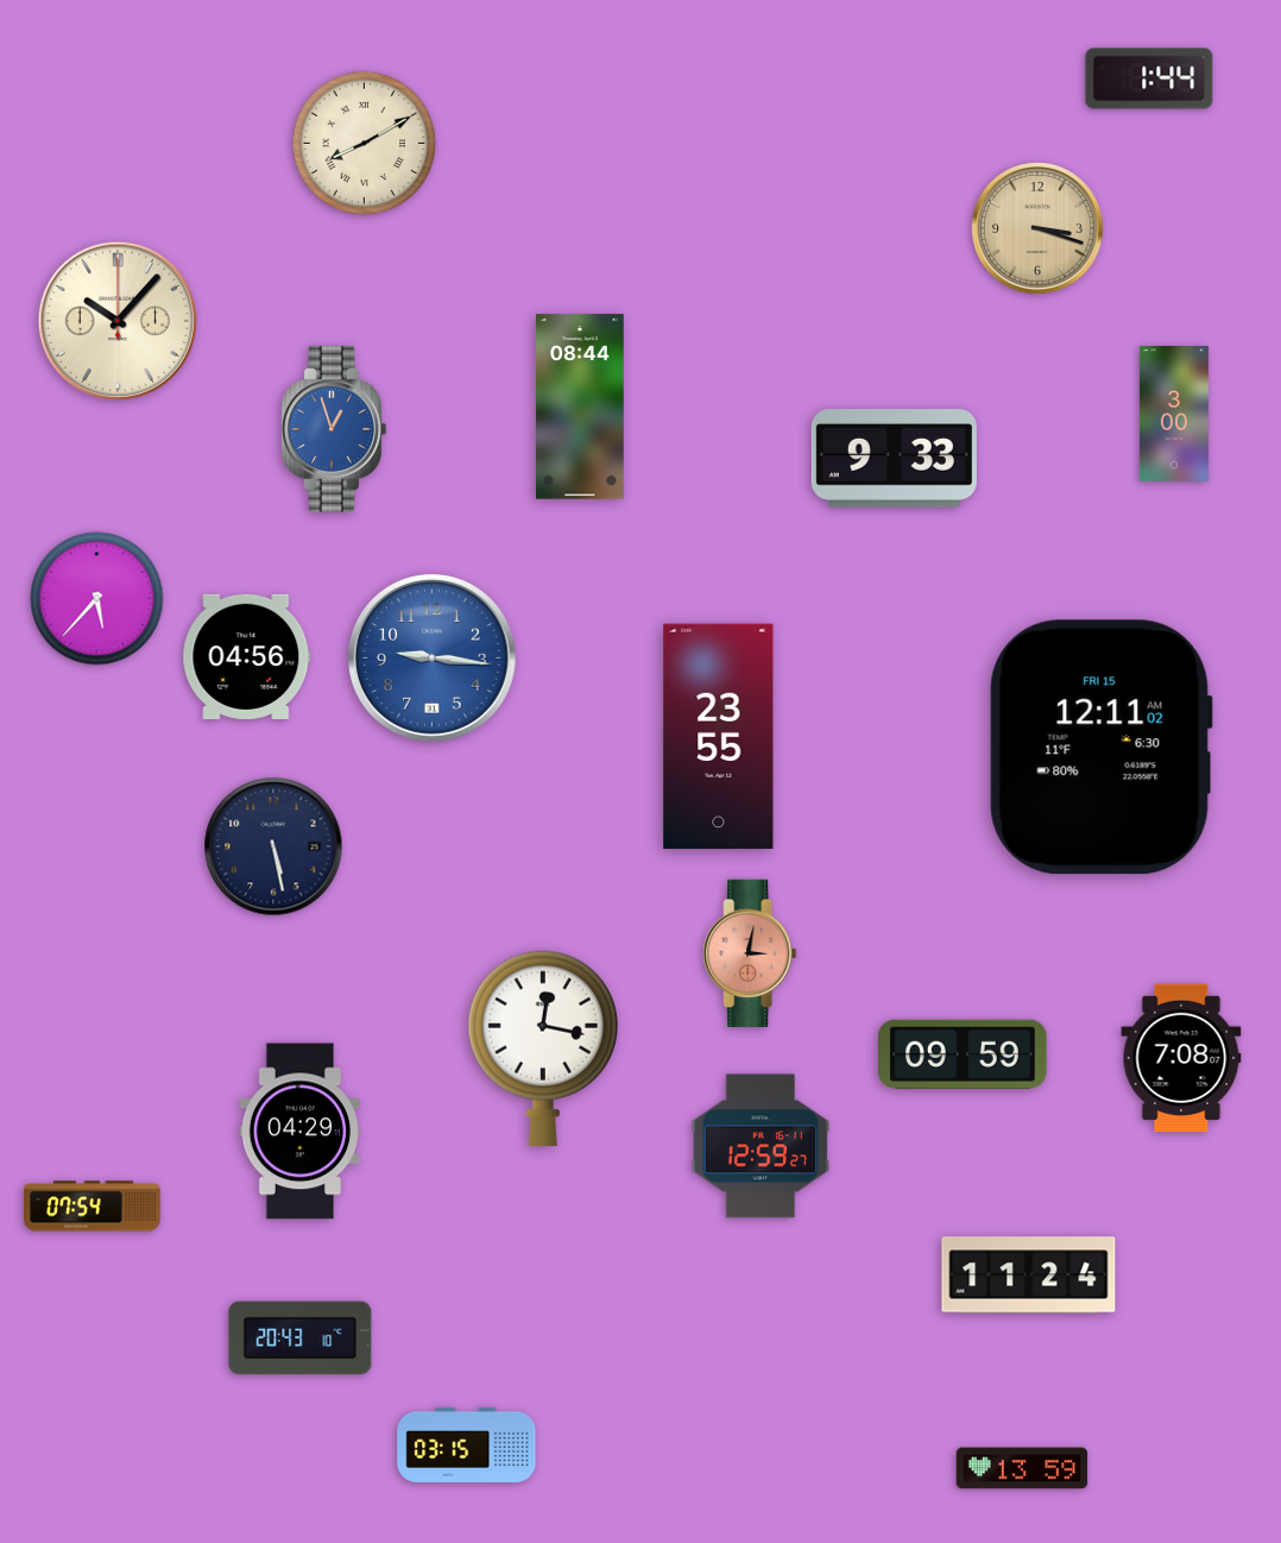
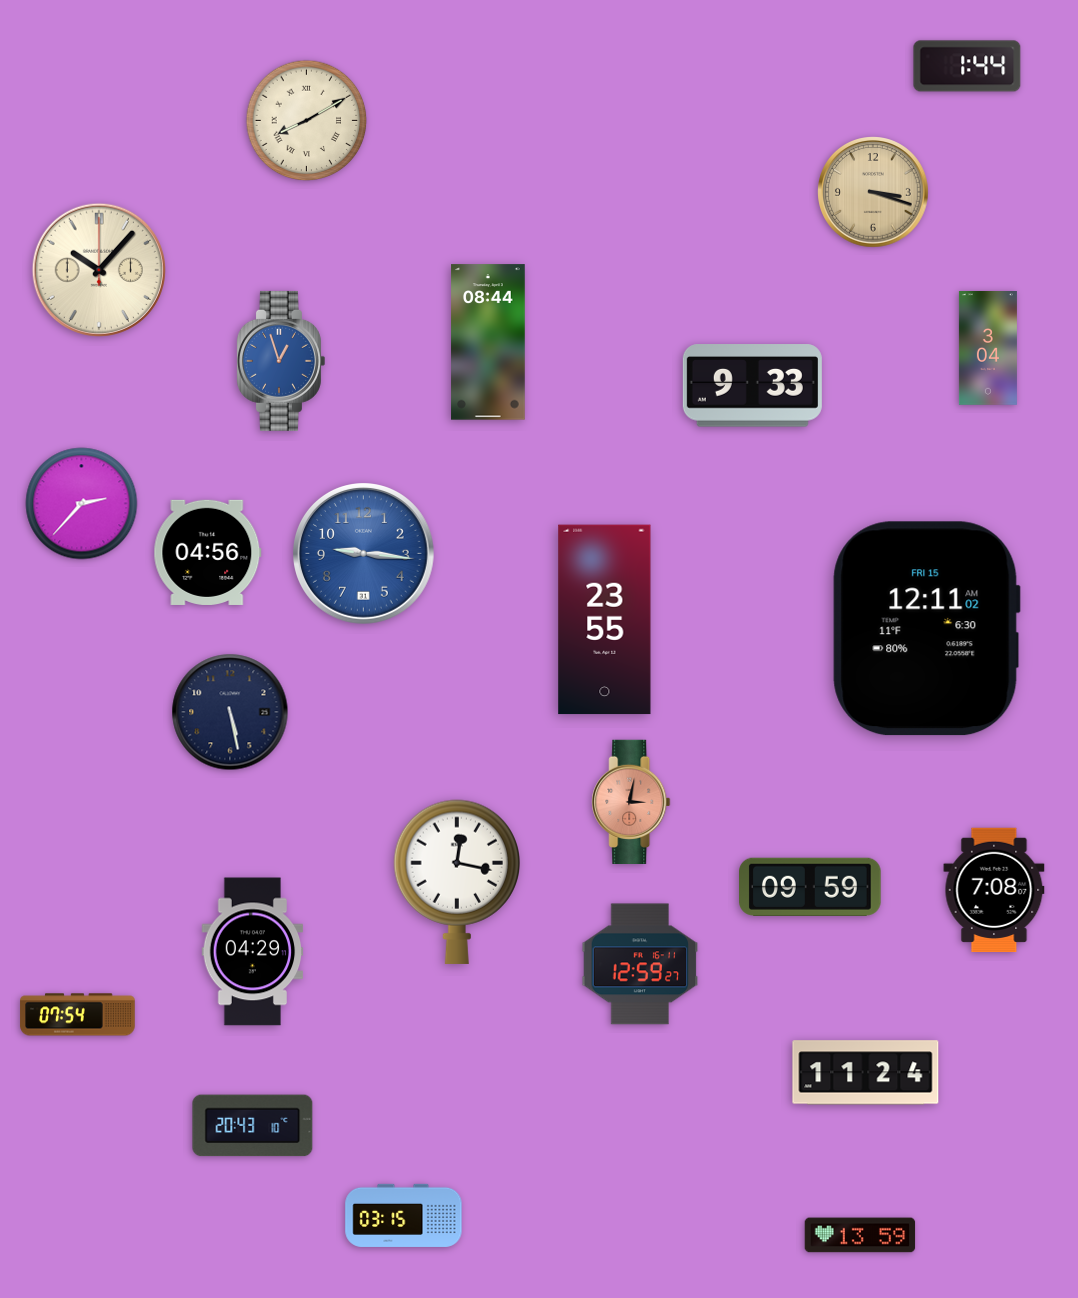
clock at (1174, 415): 3:00 -> 3:04
clock at (97, 599): 5:37 -> 2:37
clock at (467, 1444) position: (467, 1444) -> (404, 1215)
